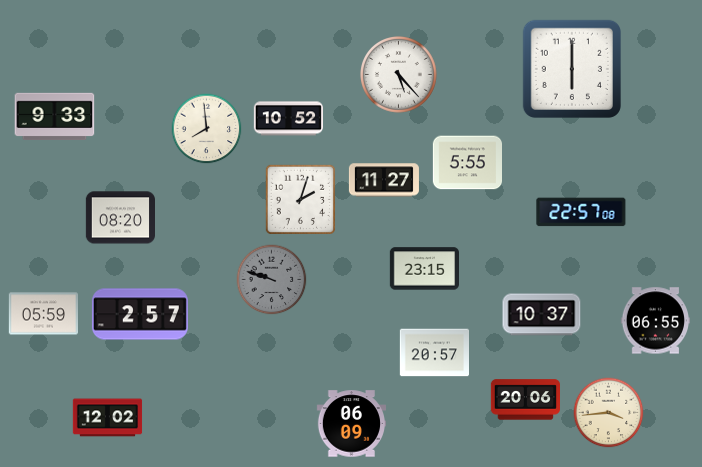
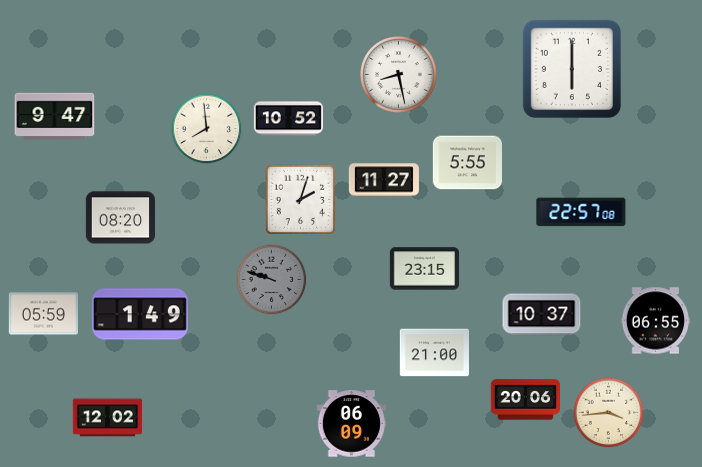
clock at (399, 75): 5:23 -> 8:28
clock at (55, 117): 9:33 -> 9:47
clock at (140, 314): 2:57 -> 1:49
clock at (434, 353): 20:57 -> 21:00
